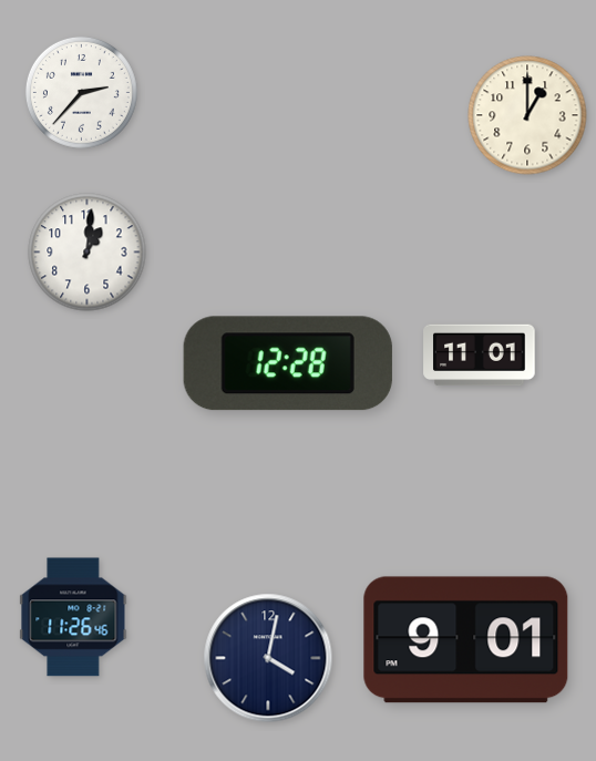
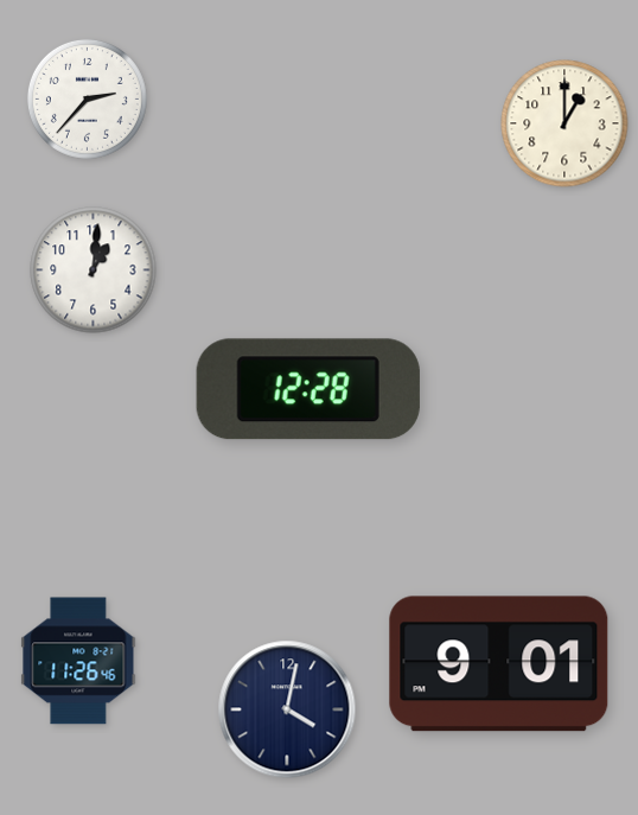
clock at (480, 356): 11:01 -> none
clock at (466, 640) position: (466, 640) -> (499, 664)
clock at (268, 658) position: (268, 658) -> (287, 709)
